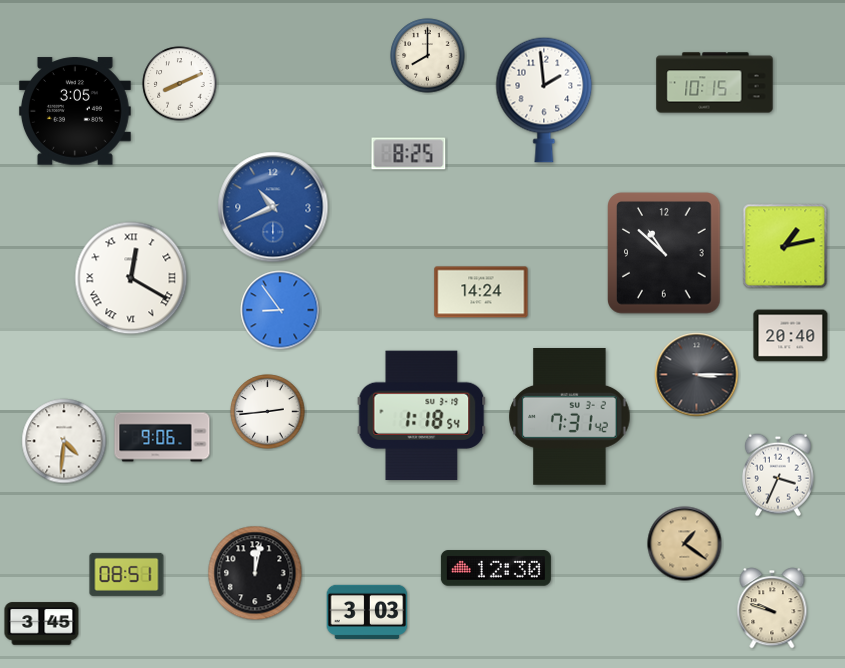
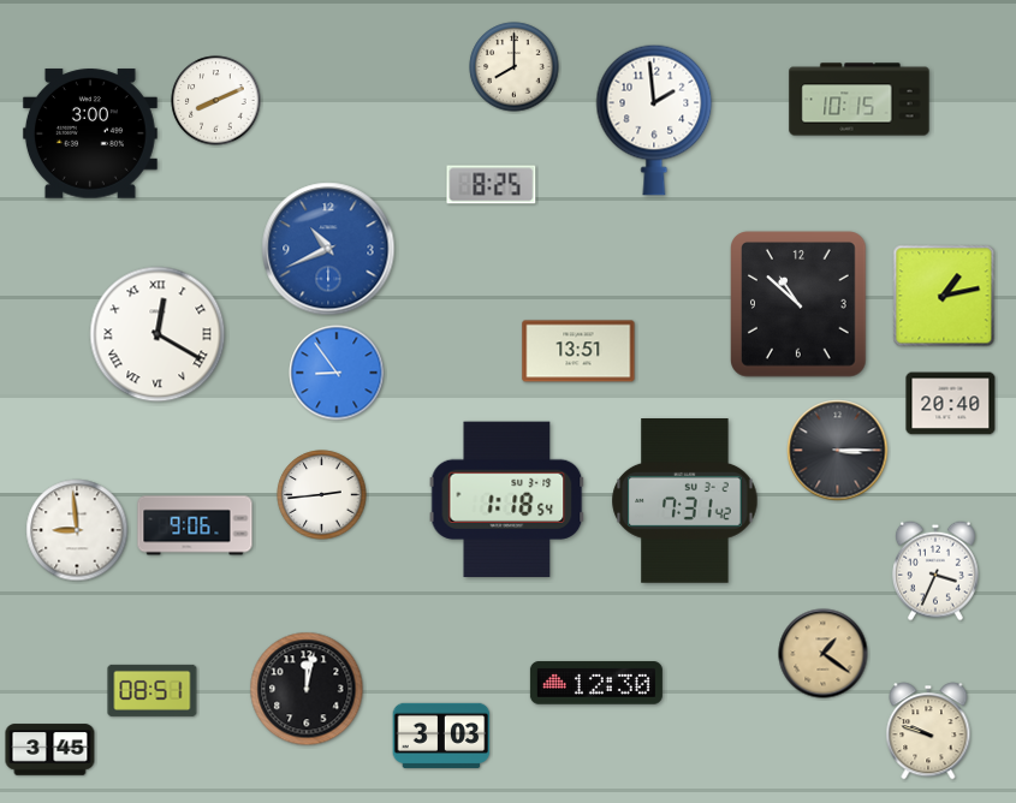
clock at (75, 111): 3:05 -> 3:00
clock at (481, 292): 14:24 -> 13:51
clock at (64, 441): 4:31 -> 8:59
